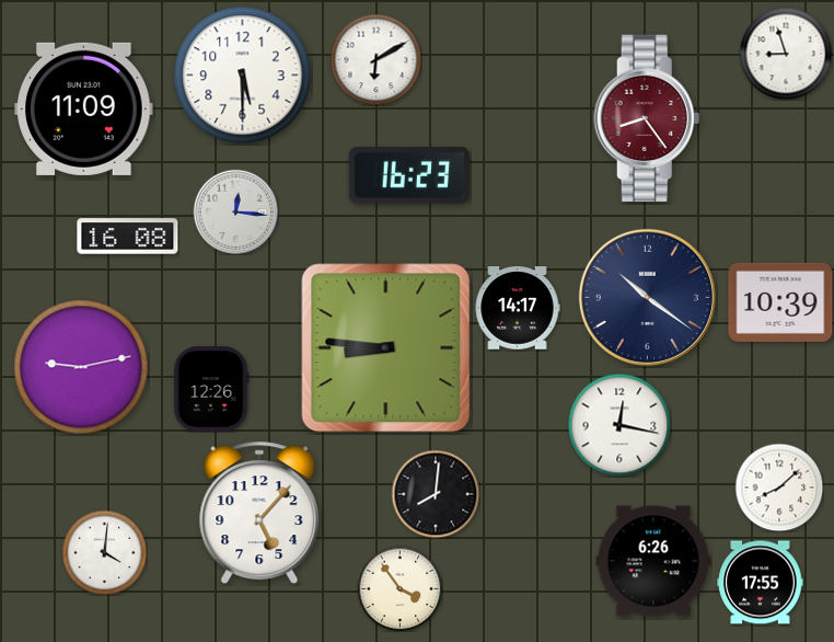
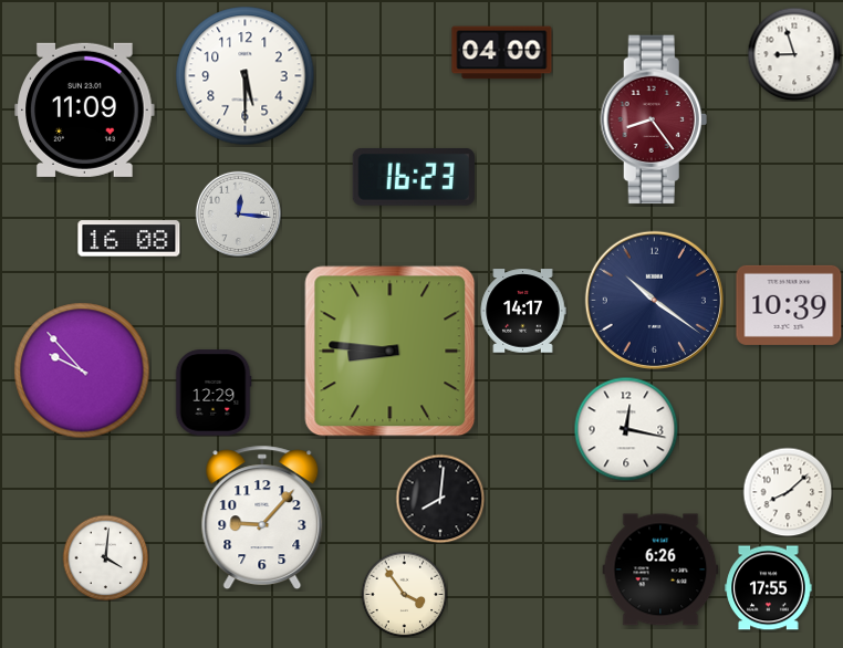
clock at (502, 53): none -> 04:00
clock at (375, 59): 6:10 -> none
clock at (81, 367): 9:13 -> 9:53
clock at (211, 389): 12:26 -> 12:29
clock at (259, 513): 5:07 -> 9:07
clock at (653, 561) position: (653, 561) -> (660, 569)
